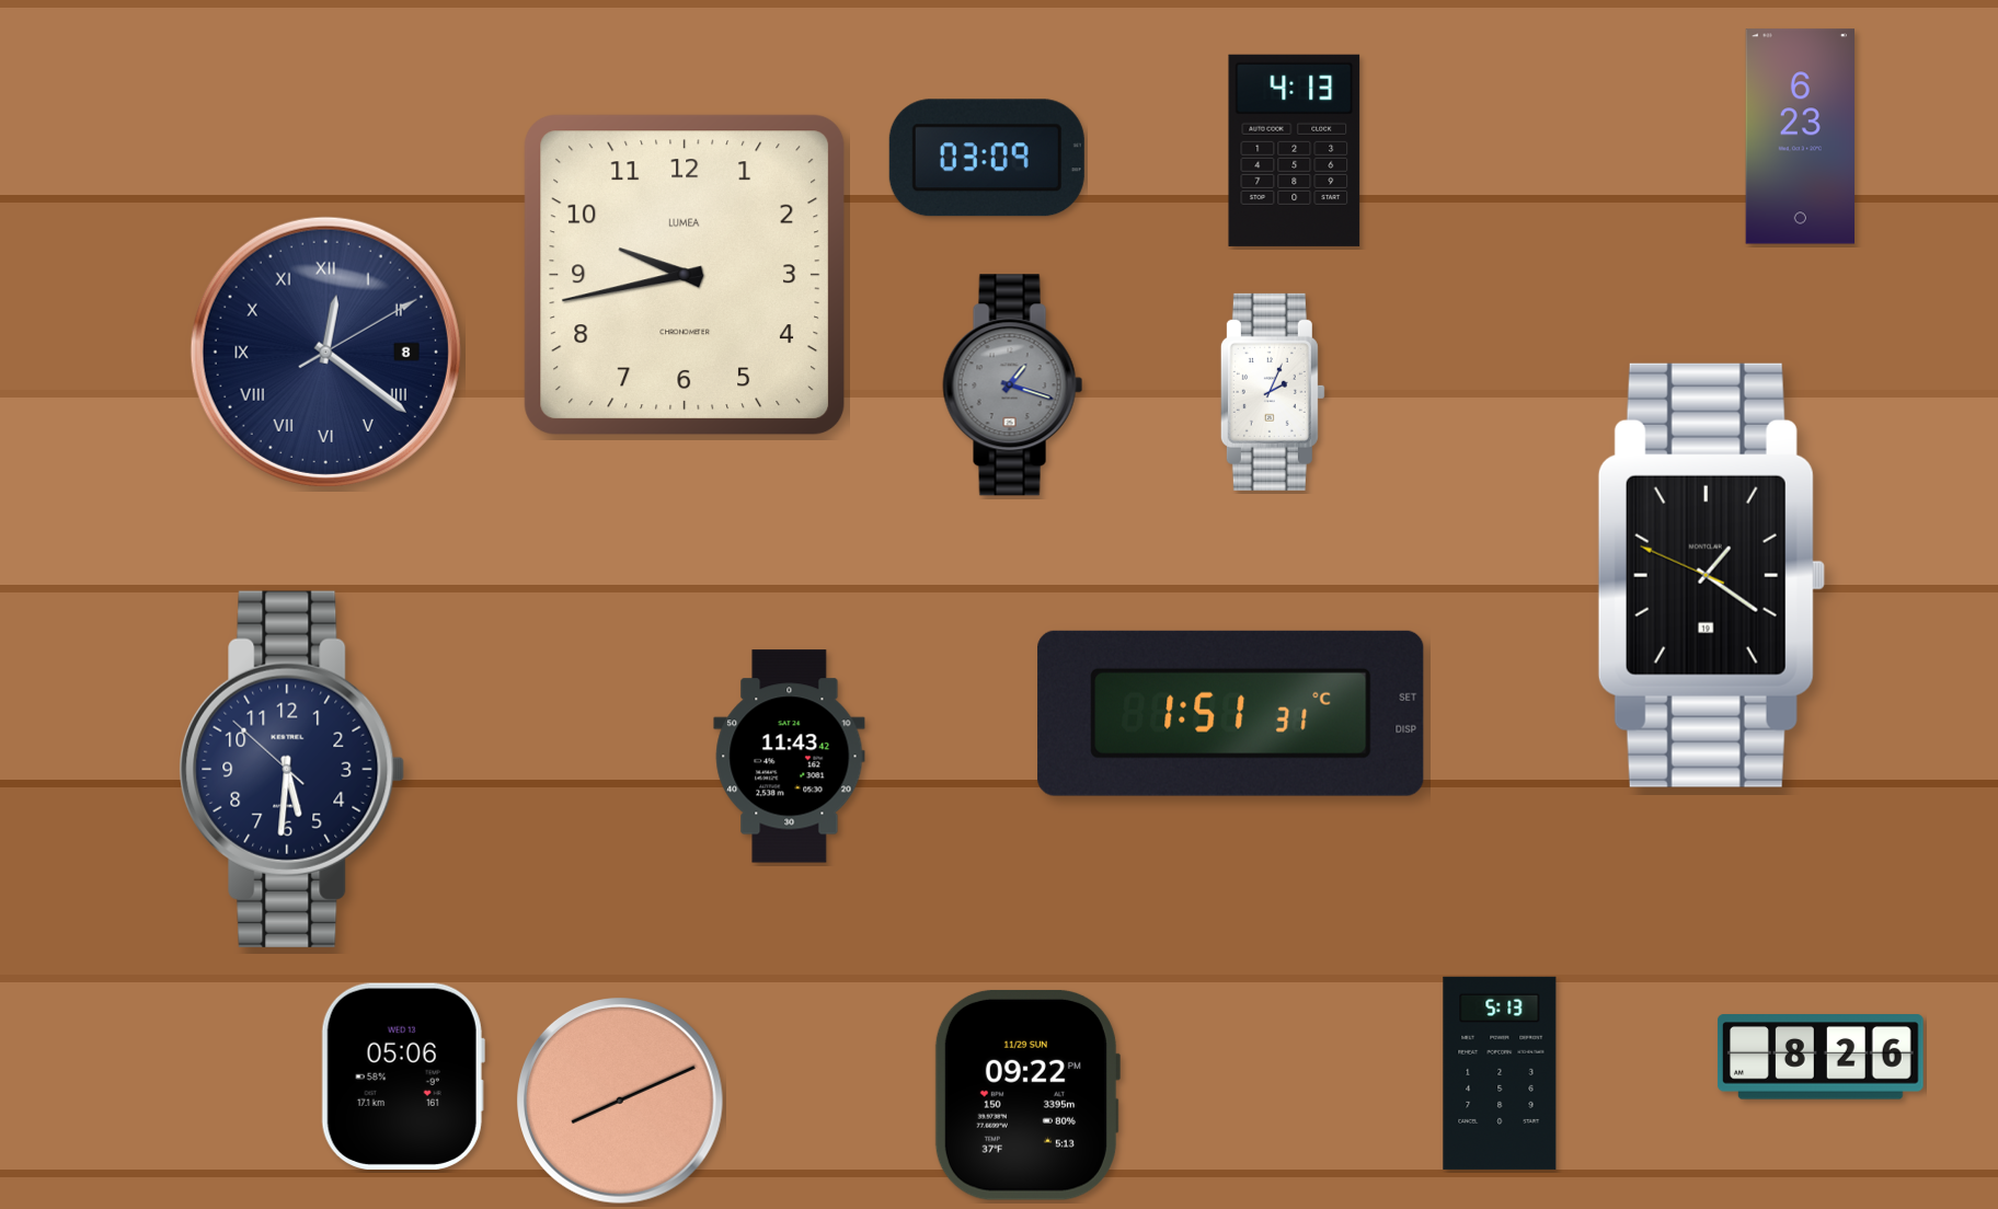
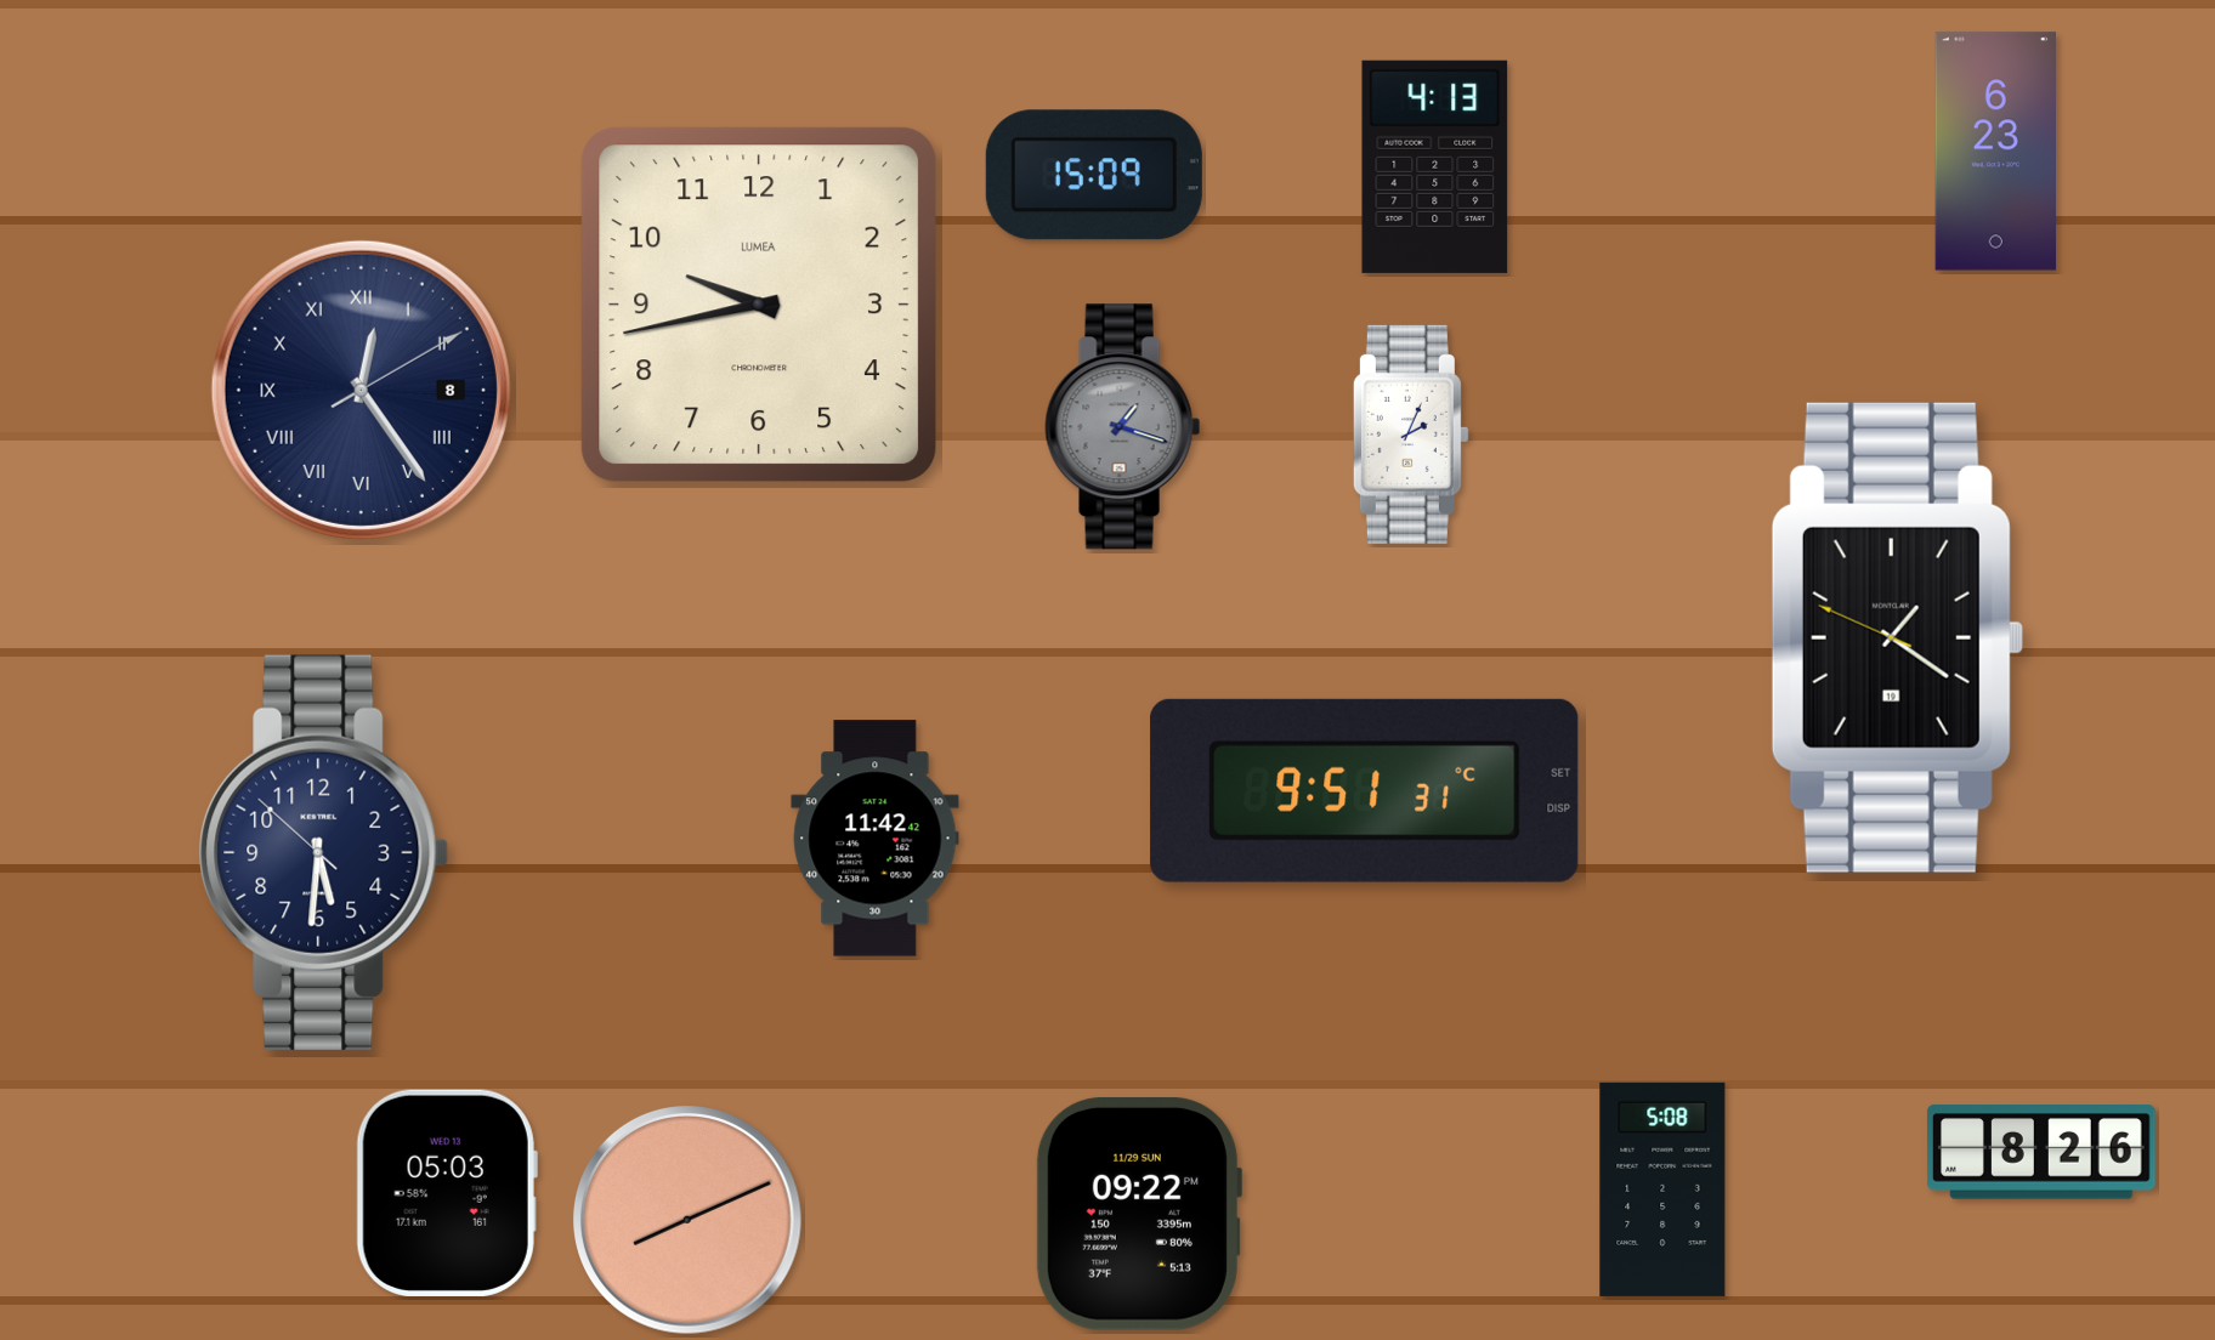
clock at (987, 158): 03:09 -> 15:09
clock at (325, 352): 12:21 -> 12:24
clock at (1231, 713): 1:51 -> 9:51
clock at (790, 757): 11:43 -> 11:42
clock at (1821, 1057) position: (1821, 1057) -> (2041, 1152)
clock at (1500, 1073): 5:13 -> 5:08
clock at (403, 1076): 05:06 -> 05:03
